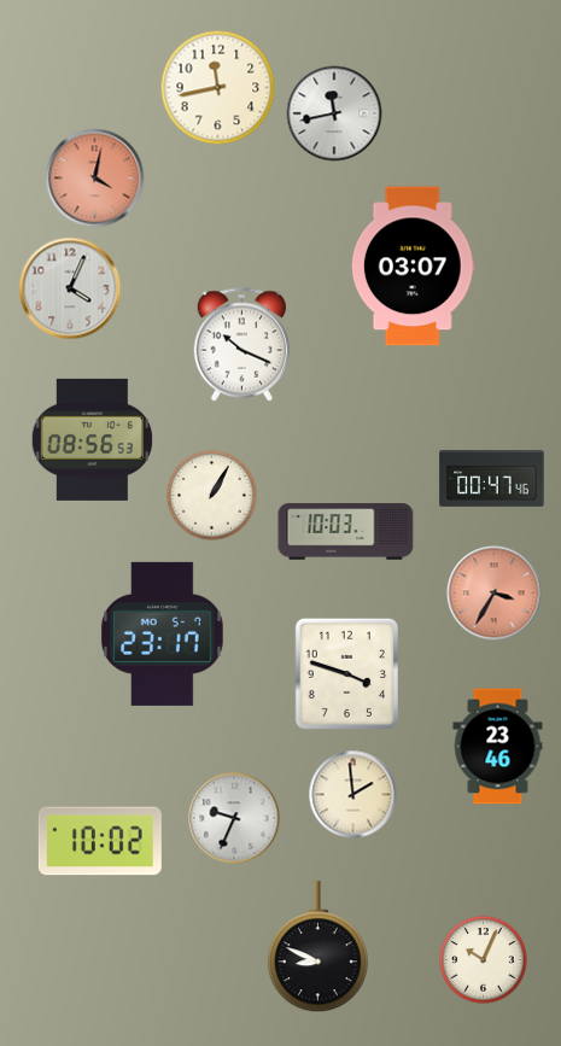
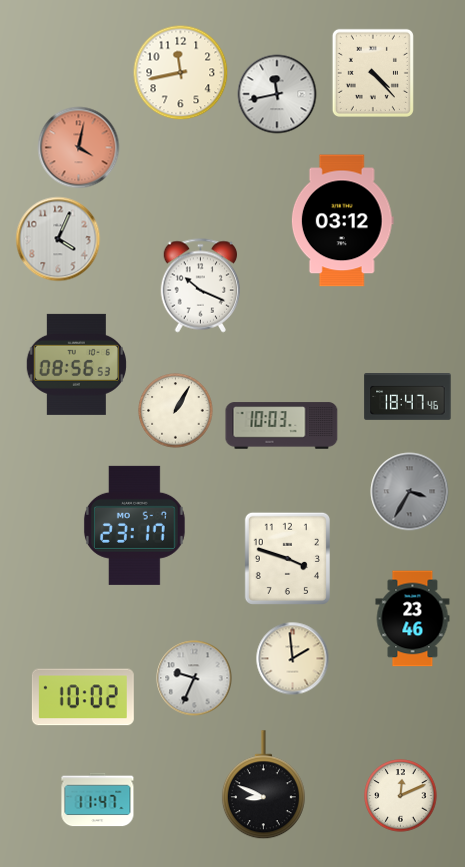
clock at (373, 73): none -> 4:23
clock at (413, 267): 03:07 -> 03:12
clock at (492, 479): 00:47 -> 18:47
clock at (346, 532) position: (346, 532) -> (282, 426)
clock at (495, 594) dial: salmon -> grey
clock at (484, 960): 10:04 -> 12:11
clock at (98, 800): none -> 11:47
